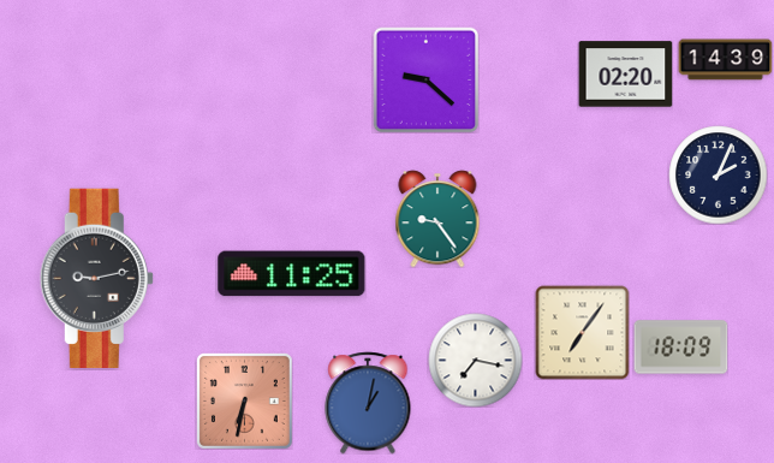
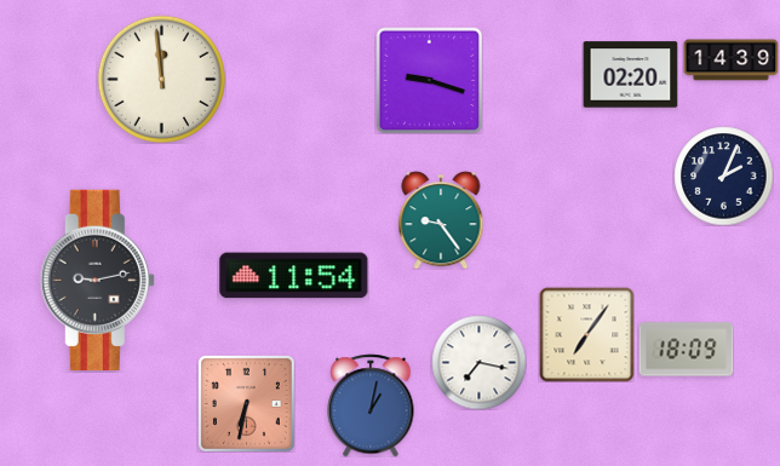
clock at (161, 79): none -> 11:59
clock at (425, 79): 9:22 -> 9:18
clock at (292, 274): 11:25 -> 11:54
